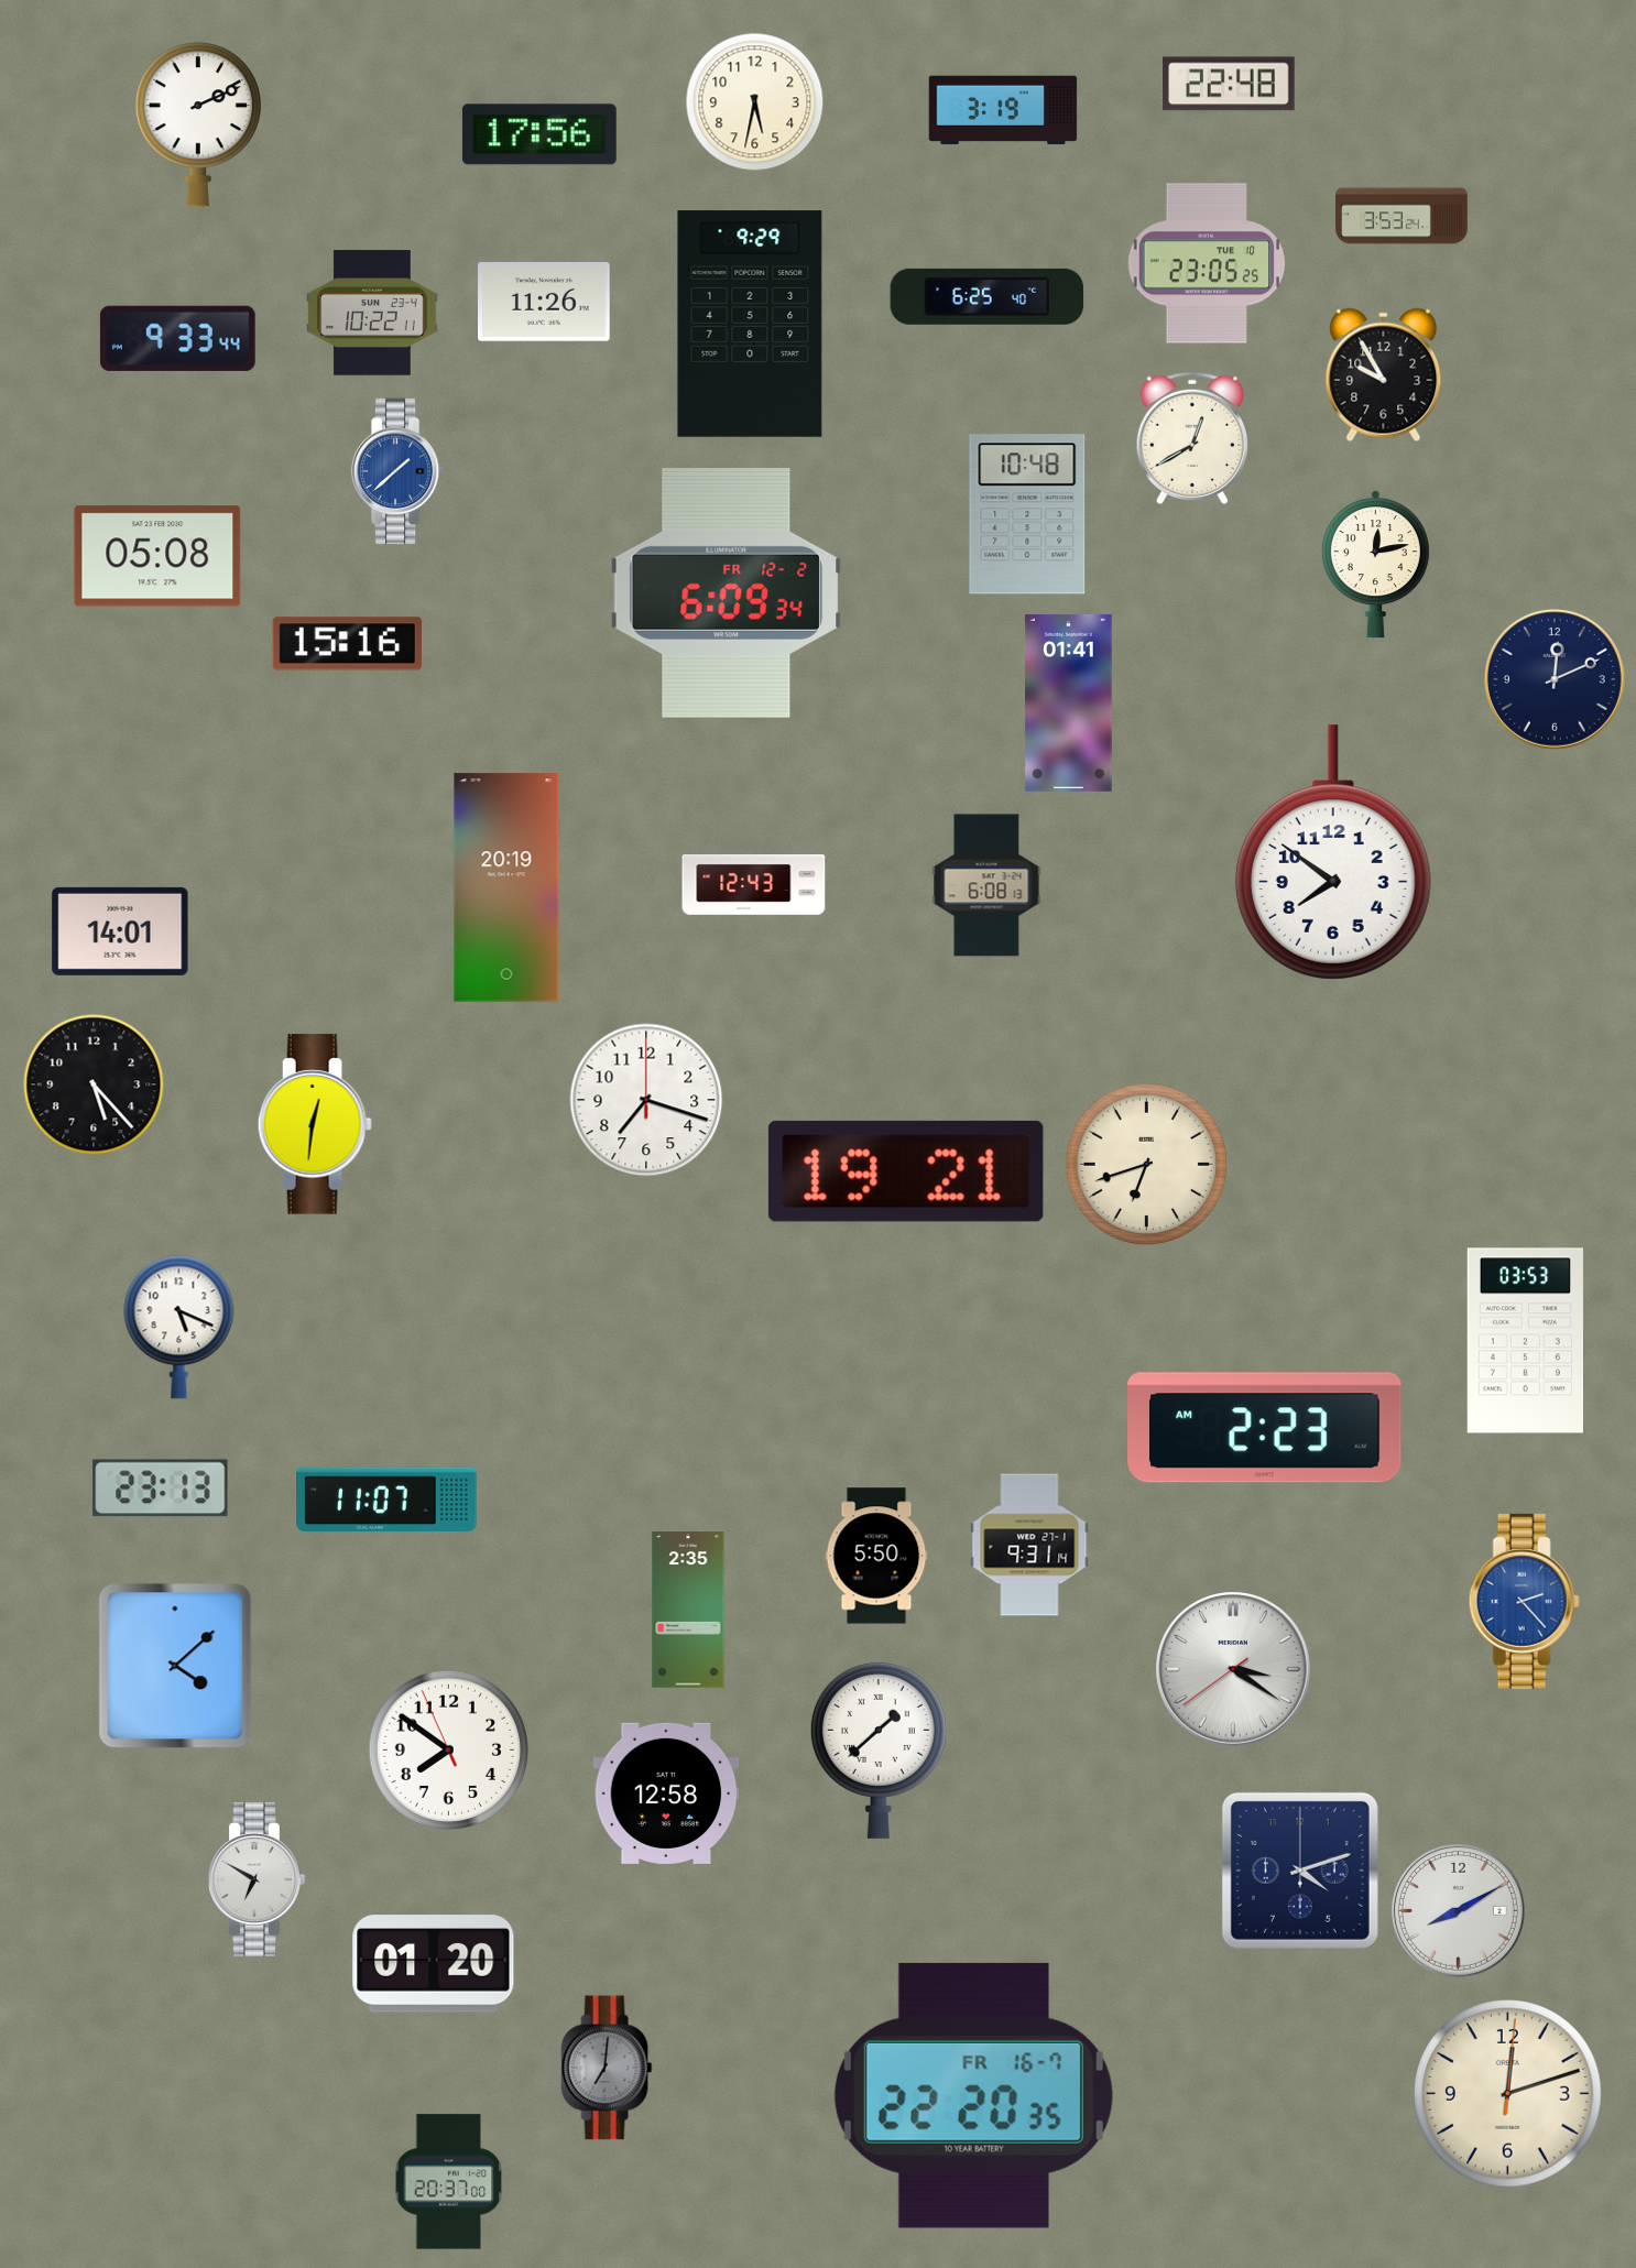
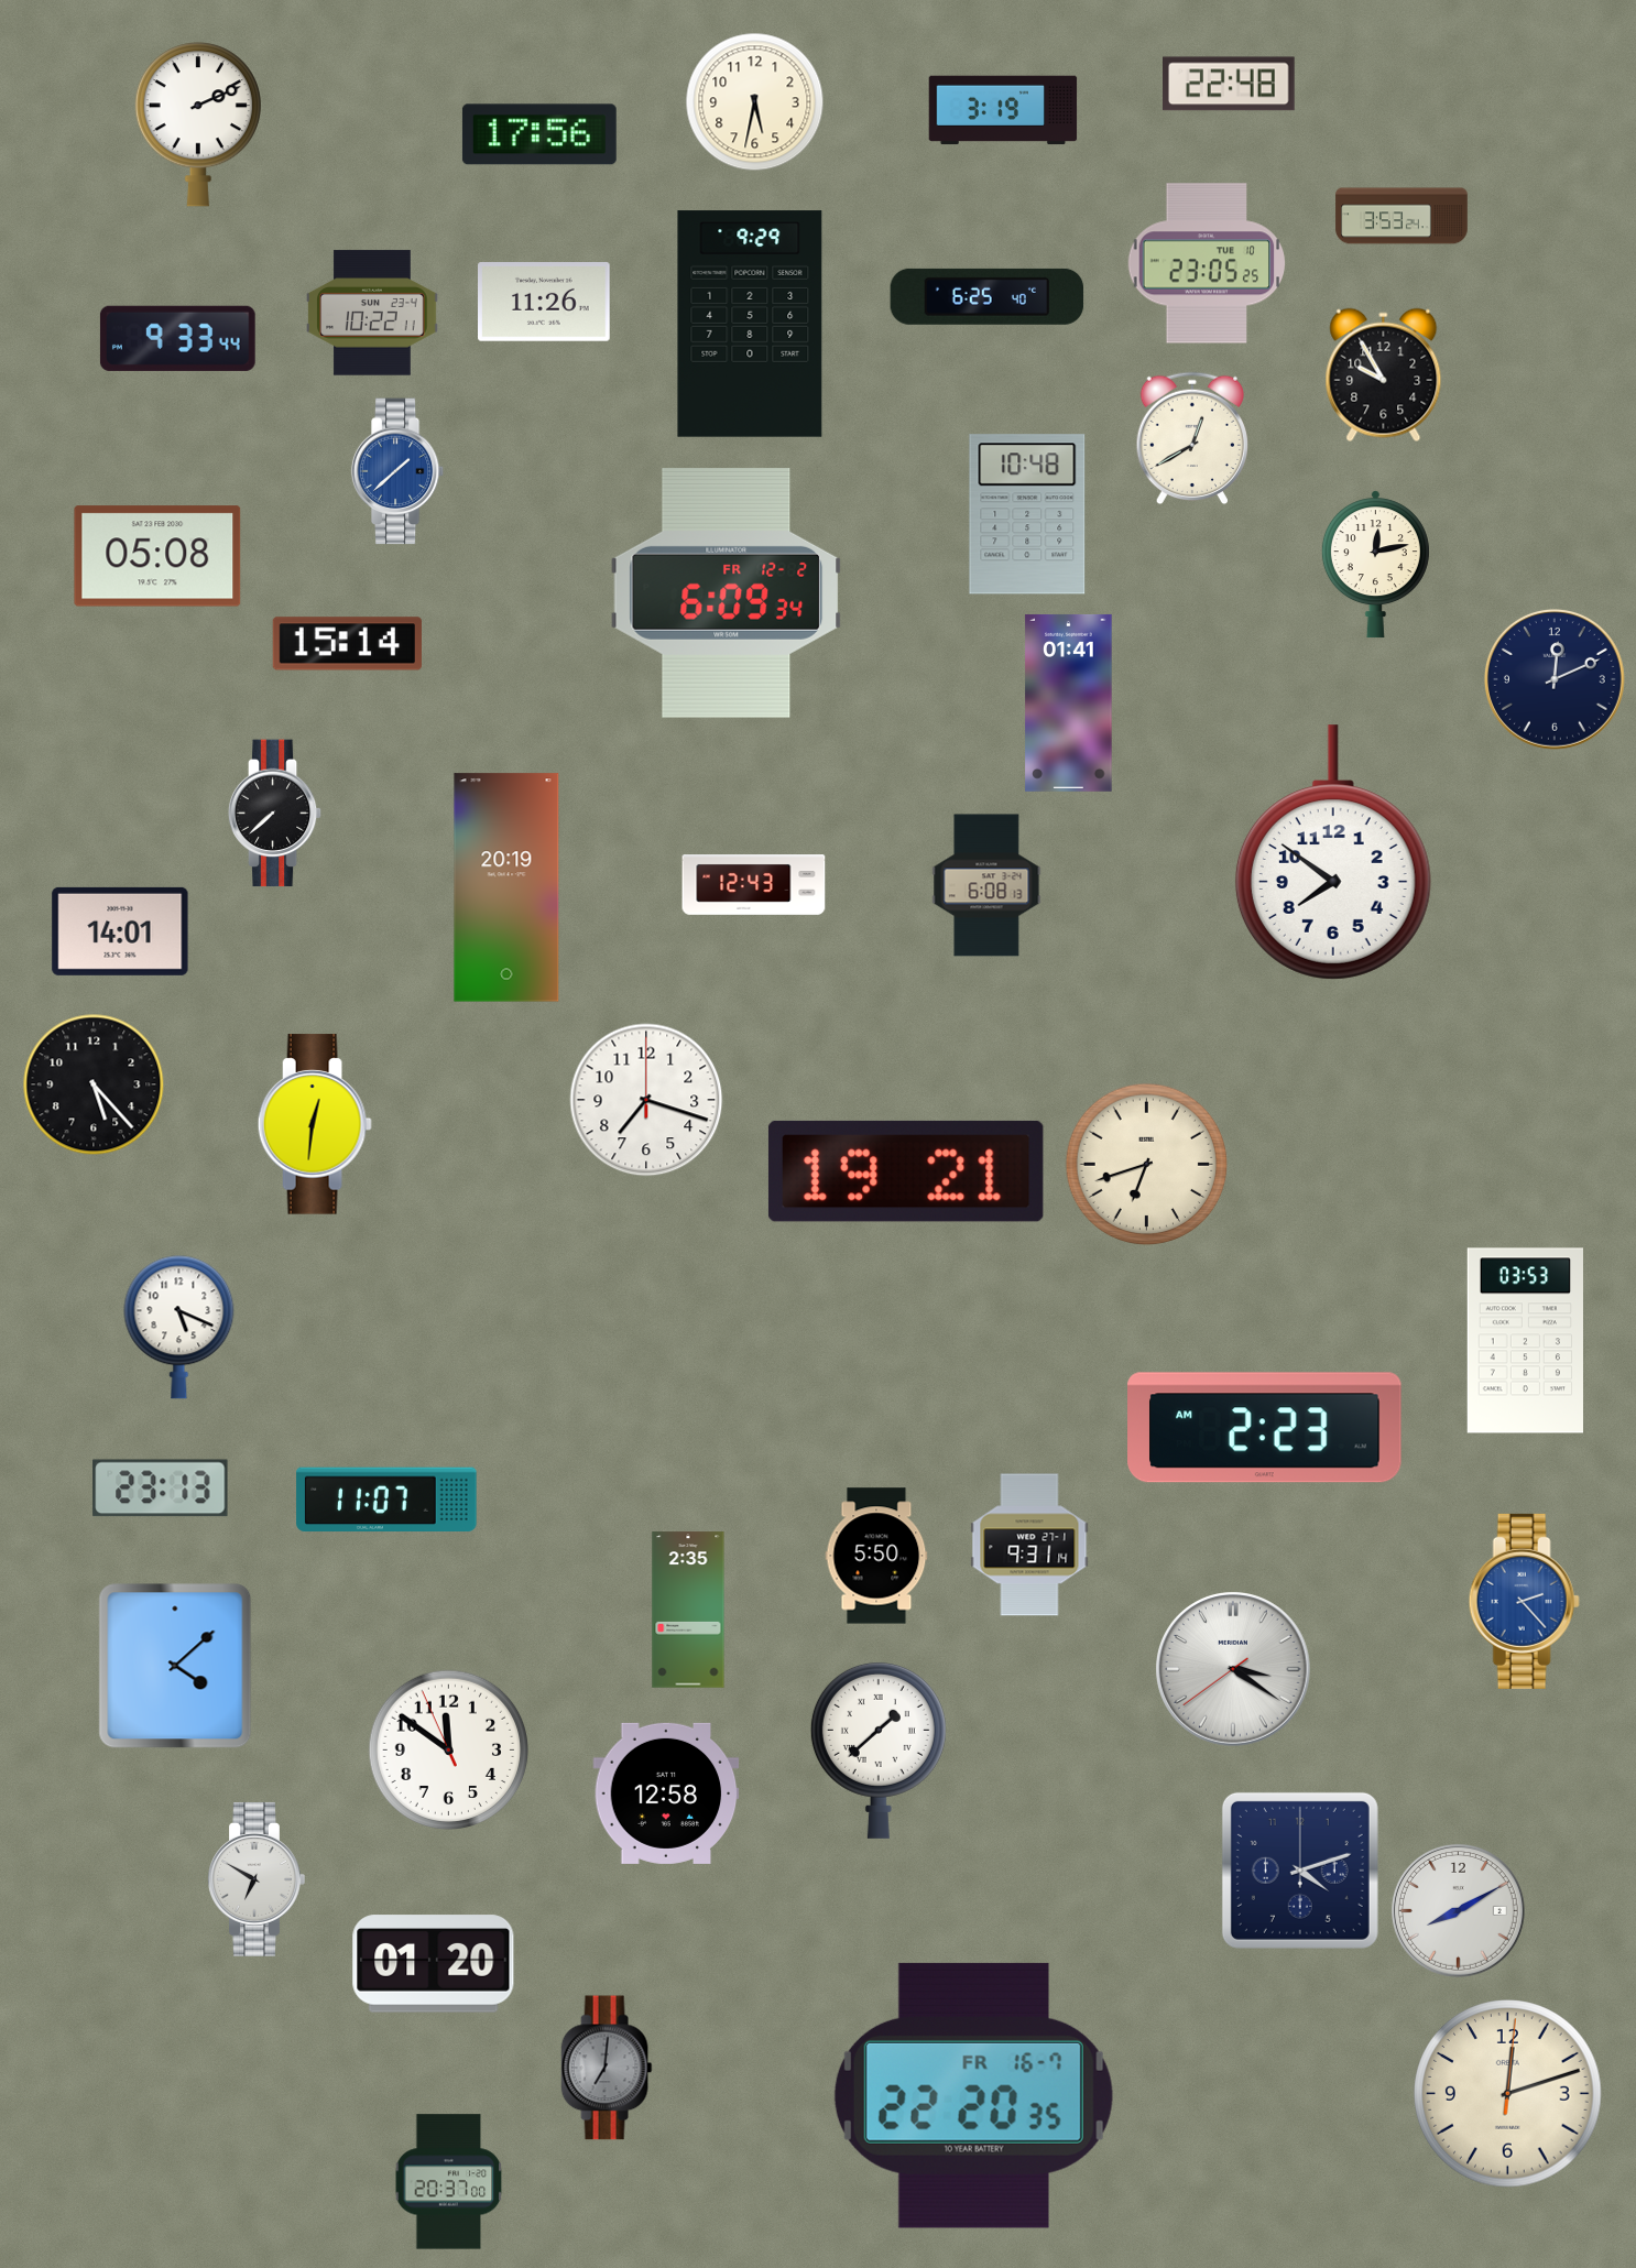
clock at (347, 644): 15:16 -> 15:14
clock at (275, 814): none -> 7:38
clock at (449, 1751): 7:50 -> 11:50
